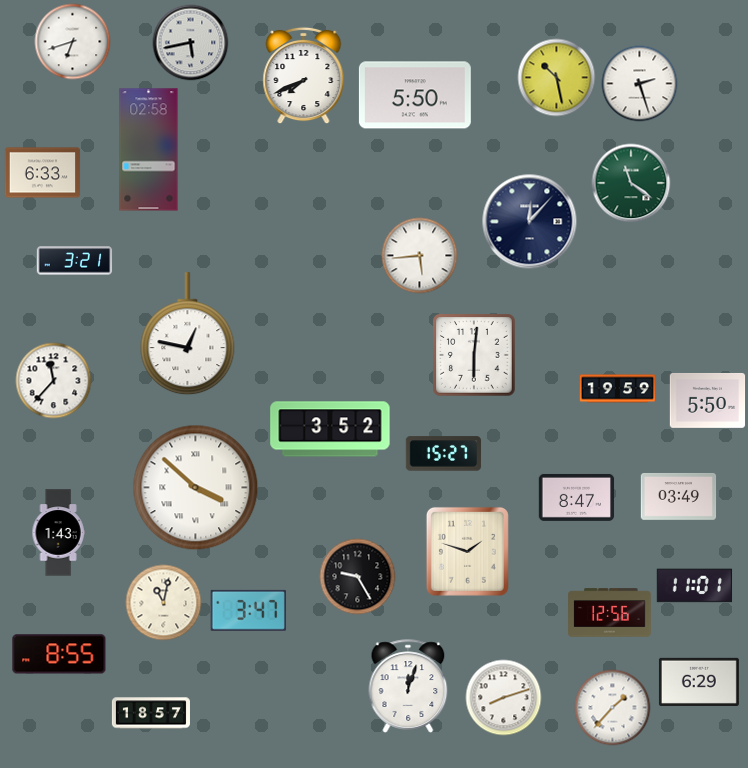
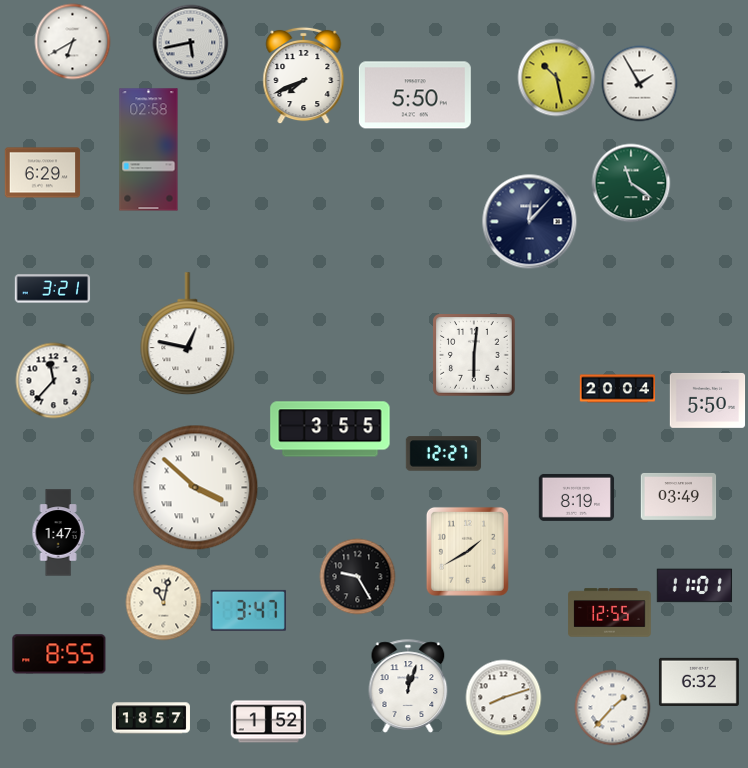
clock at (73, 42): 6:42 -> 6:40
clock at (640, 84): 2:27 -> 1:55
clock at (43, 173): 6:33 -> 6:29
clock at (420, 256): 5:44 -> none
clock at (75, 261) position: (75, 261) -> (53, 289)
clock at (618, 389): 19:59 -> 20:04
clock at (330, 429): 3:52 -> 3:55
clock at (444, 454): 15:27 -> 12:27
clock at (577, 497): 8:47 -> 8:19
clock at (58, 533): 1:43 -> 1:47
clock at (467, 551): 1:48 -> 1:40
clock at (610, 613): 12:56 -> 12:55
clock at (699, 682): 6:29 -> 6:32
clock at (151, 713) position: (151, 713) -> (151, 718)
clock at (269, 722): none -> 1:52
